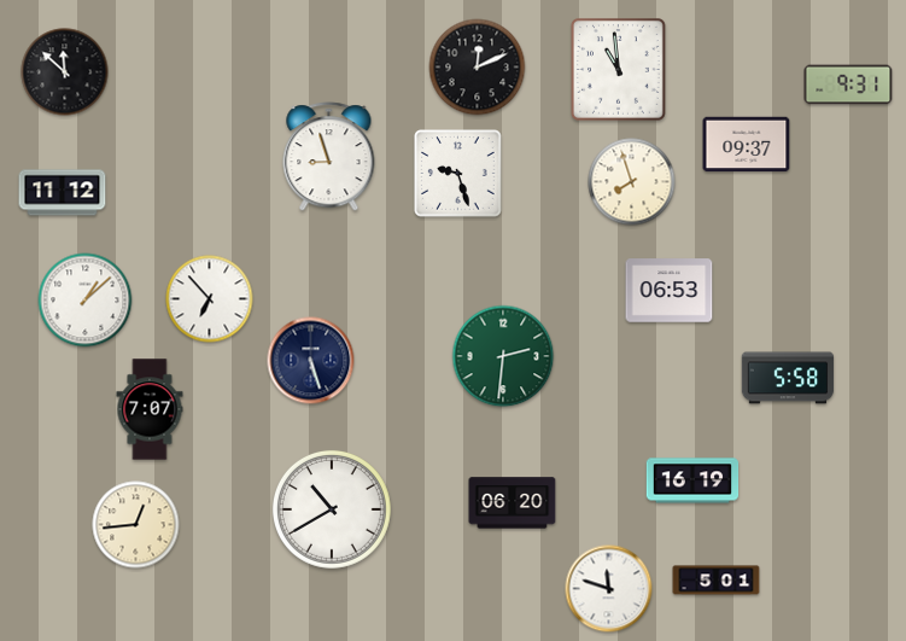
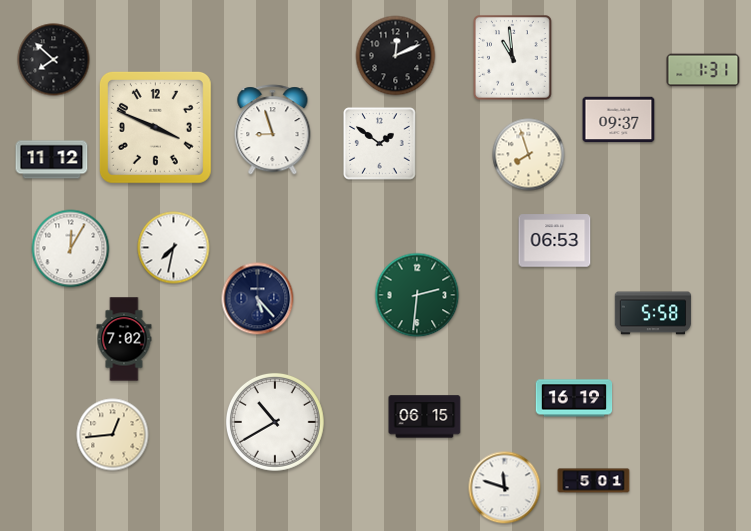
clock at (65, 72): 11:52 -> 7:52
clock at (848, 85): 9:31 -> 1:31
clock at (155, 127): none -> 3:49
clock at (458, 174): 9:27 -> 1:51
clock at (632, 182) position: (632, 182) -> (529, 155)
clock at (210, 299): 6:53 -> 7:32
clock at (86, 301): 1:08 -> 12:05
clock at (311, 361): 5:27 -> 5:23
clock at (150, 409): 7:07 -> 7:02
clock at (513, 503): 06:20 -> 06:15
